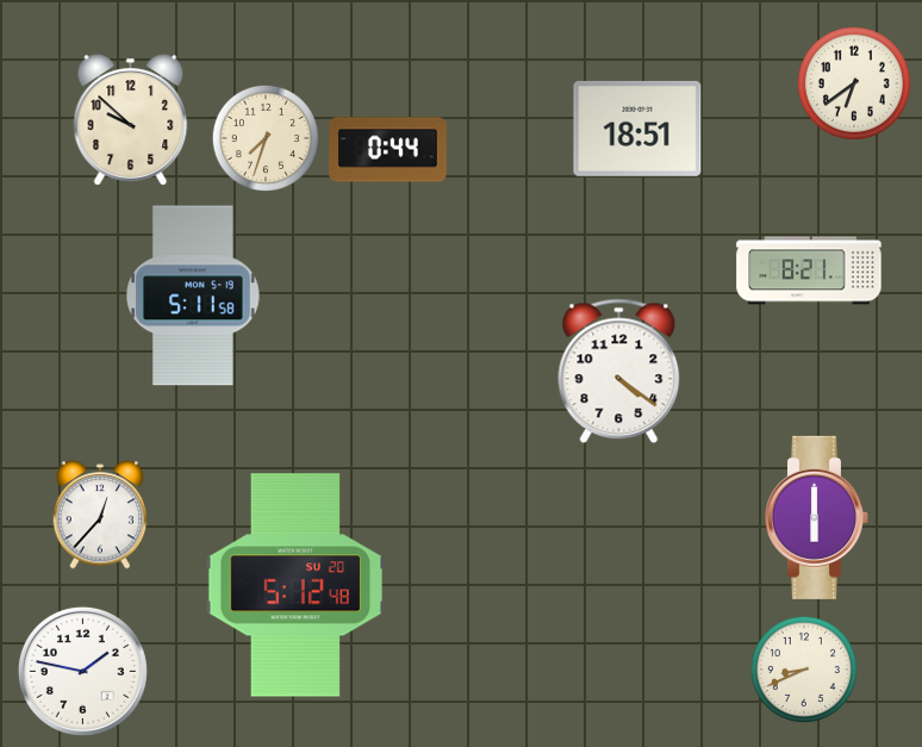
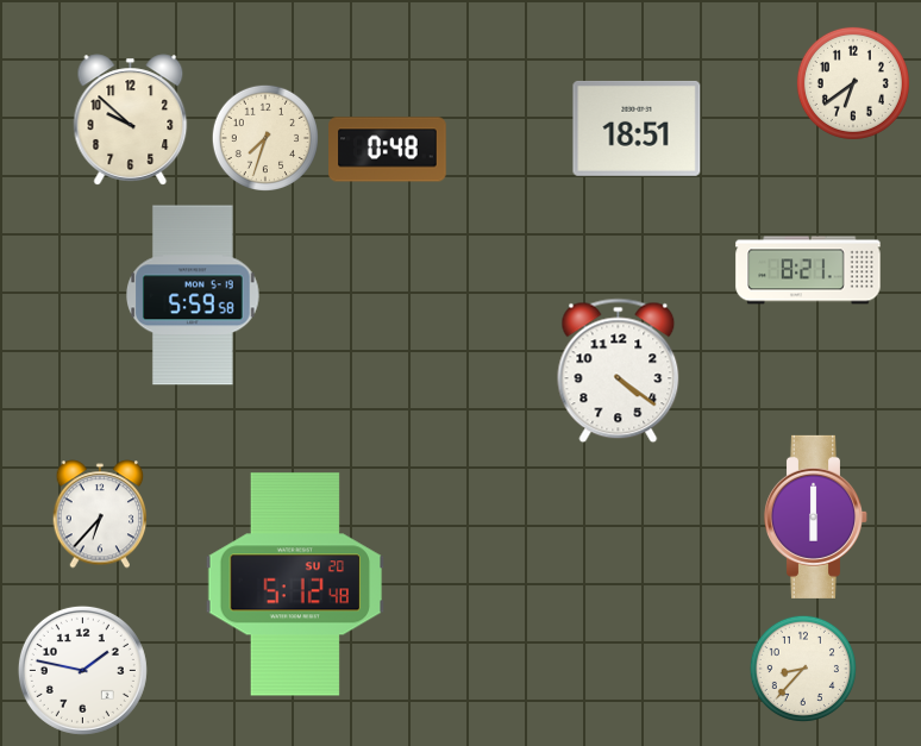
clock at (388, 150): 0:44 -> 0:48
clock at (193, 295): 5:11 -> 5:59
clock at (100, 515): 12:37 -> 6:37
clock at (804, 670): 8:41 -> 8:37
